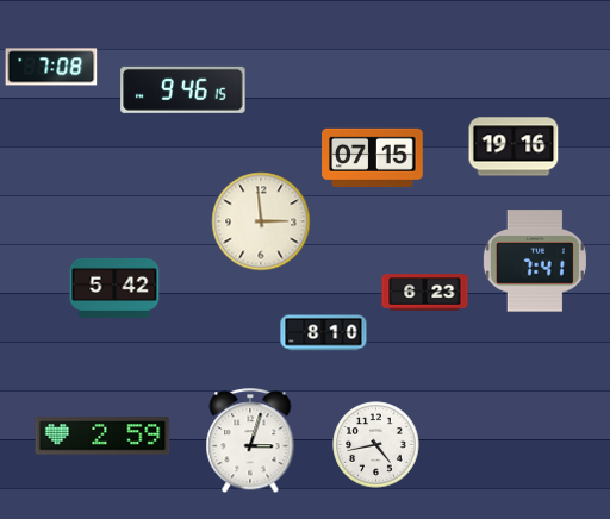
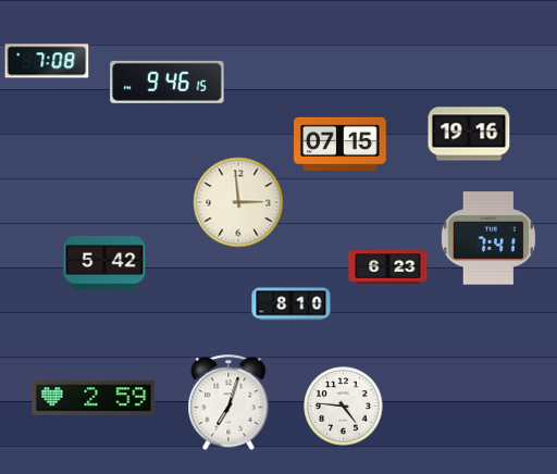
clock at (324, 333) position: (324, 333) -> (292, 304)
clock at (250, 442): 3:03 -> 7:03
clock at (376, 445): 4:43 -> 4:46
